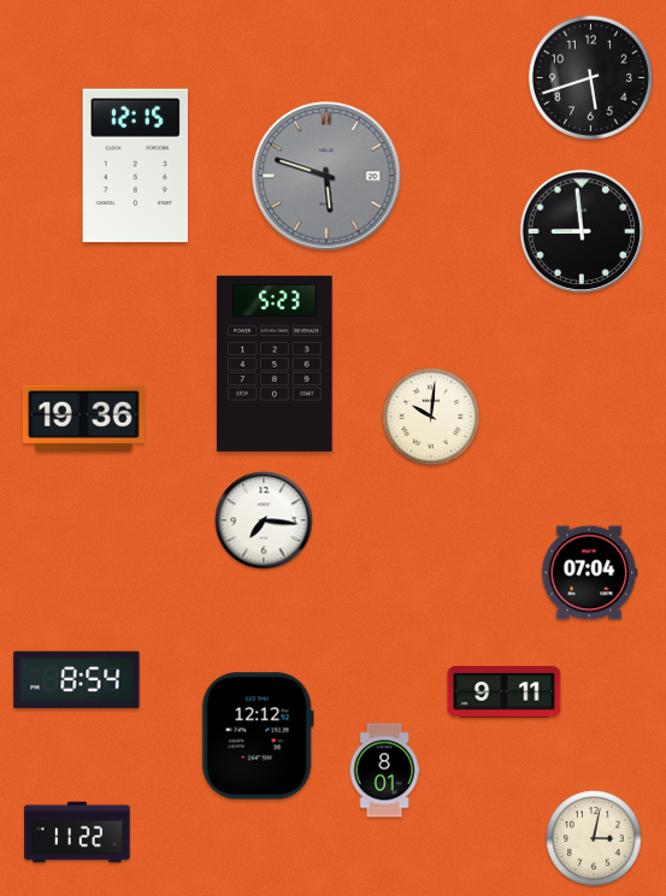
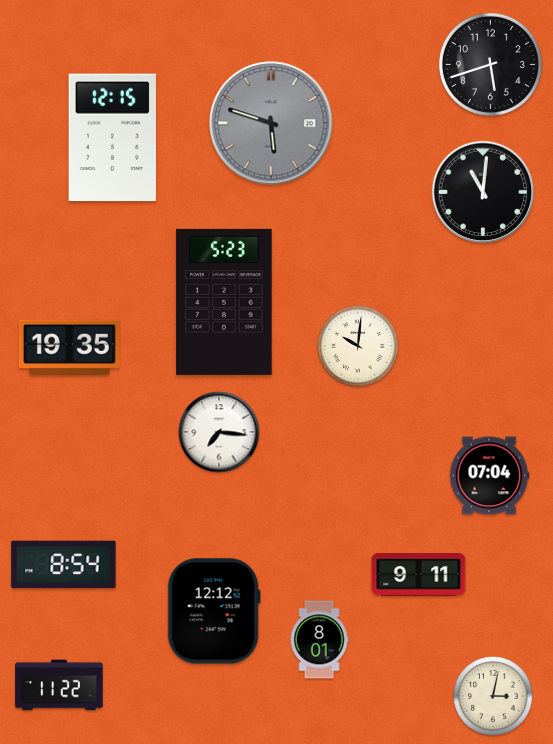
clock at (326, 176) position: (326, 176) -> (271, 123)
clock at (582, 231): 8:59 -> 11:01
clock at (275, 364) position: (275, 364) -> (224, 302)
clock at (83, 418): 19:36 -> 19:35
clock at (77, 832) position: (77, 832) -> (59, 685)
